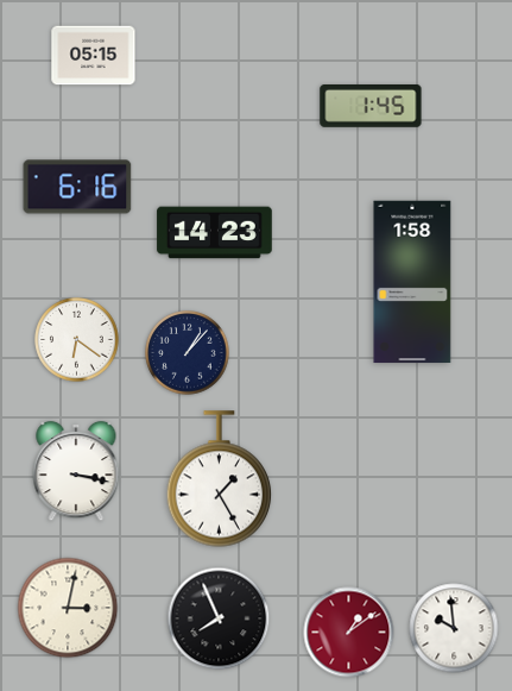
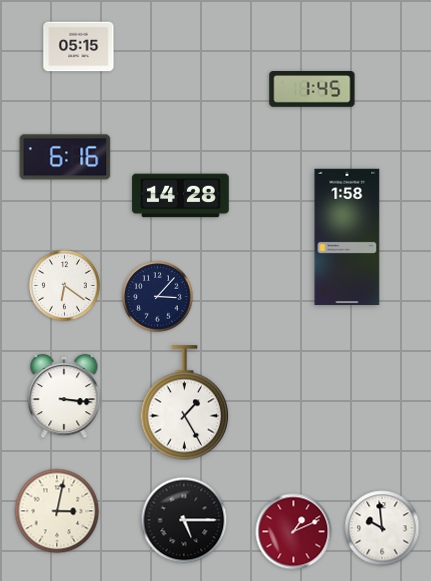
clock at (215, 233): 14:23 -> 14:28
clock at (188, 353): 1:07 -> 3:07
clock at (76, 471): 3:17 -> 3:16
clock at (219, 618): 7:56 -> 5:15
clock at (349, 633): 1:09 -> 1:11
